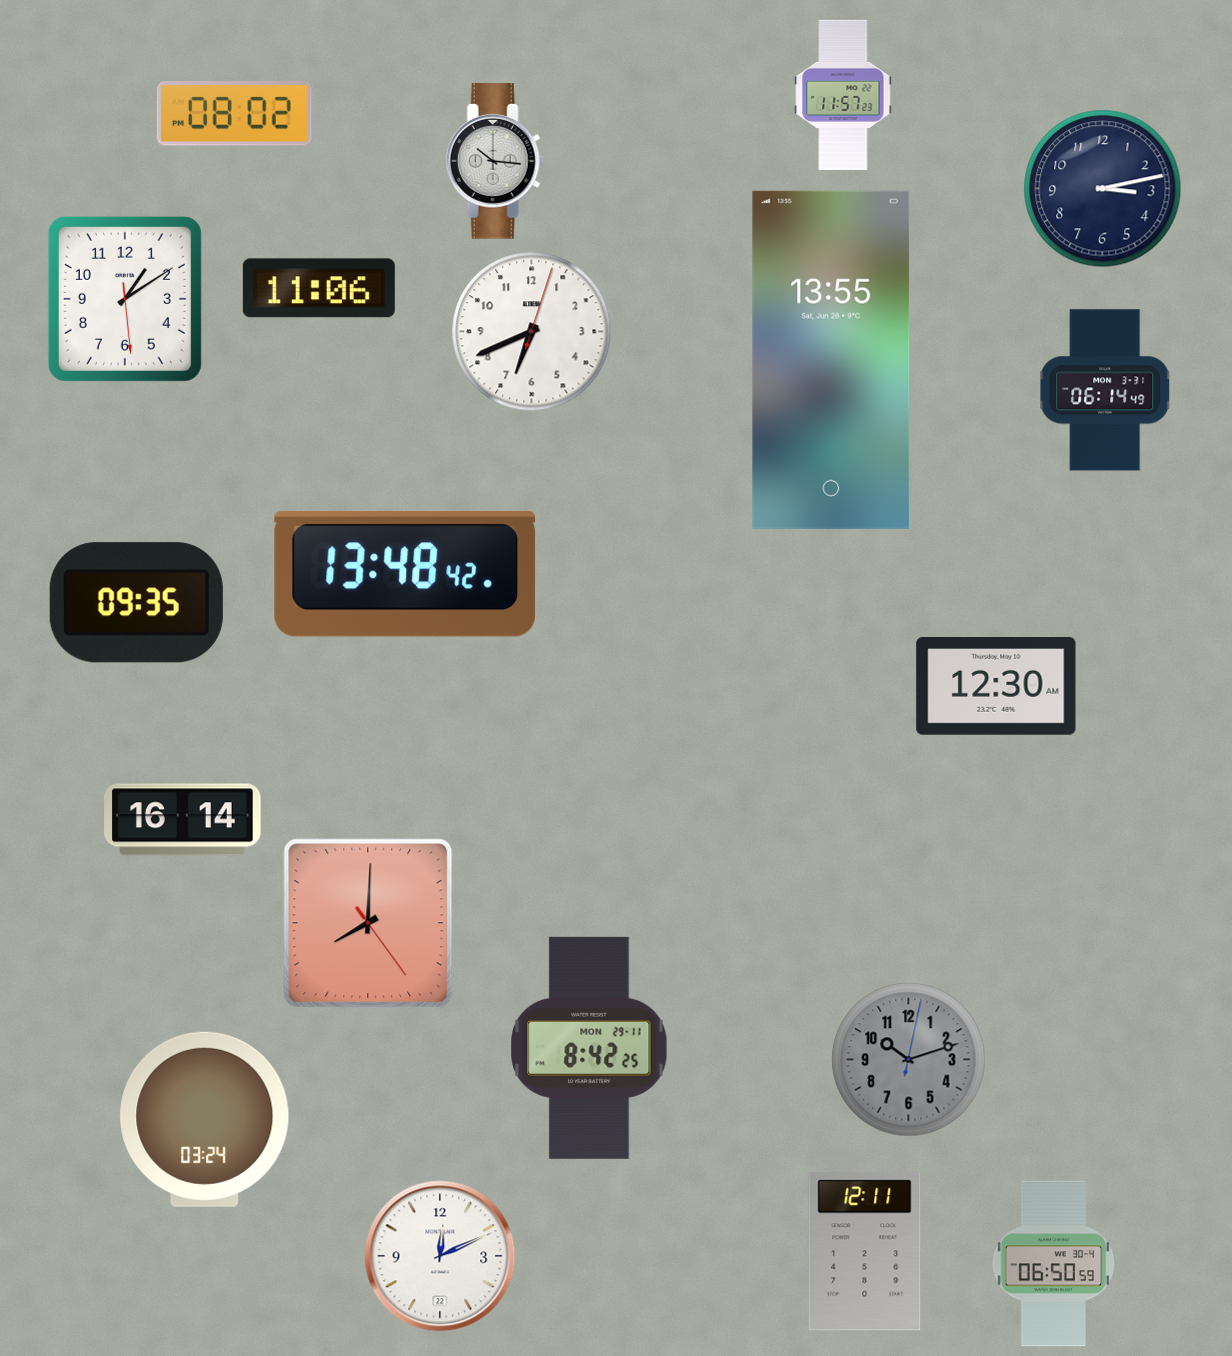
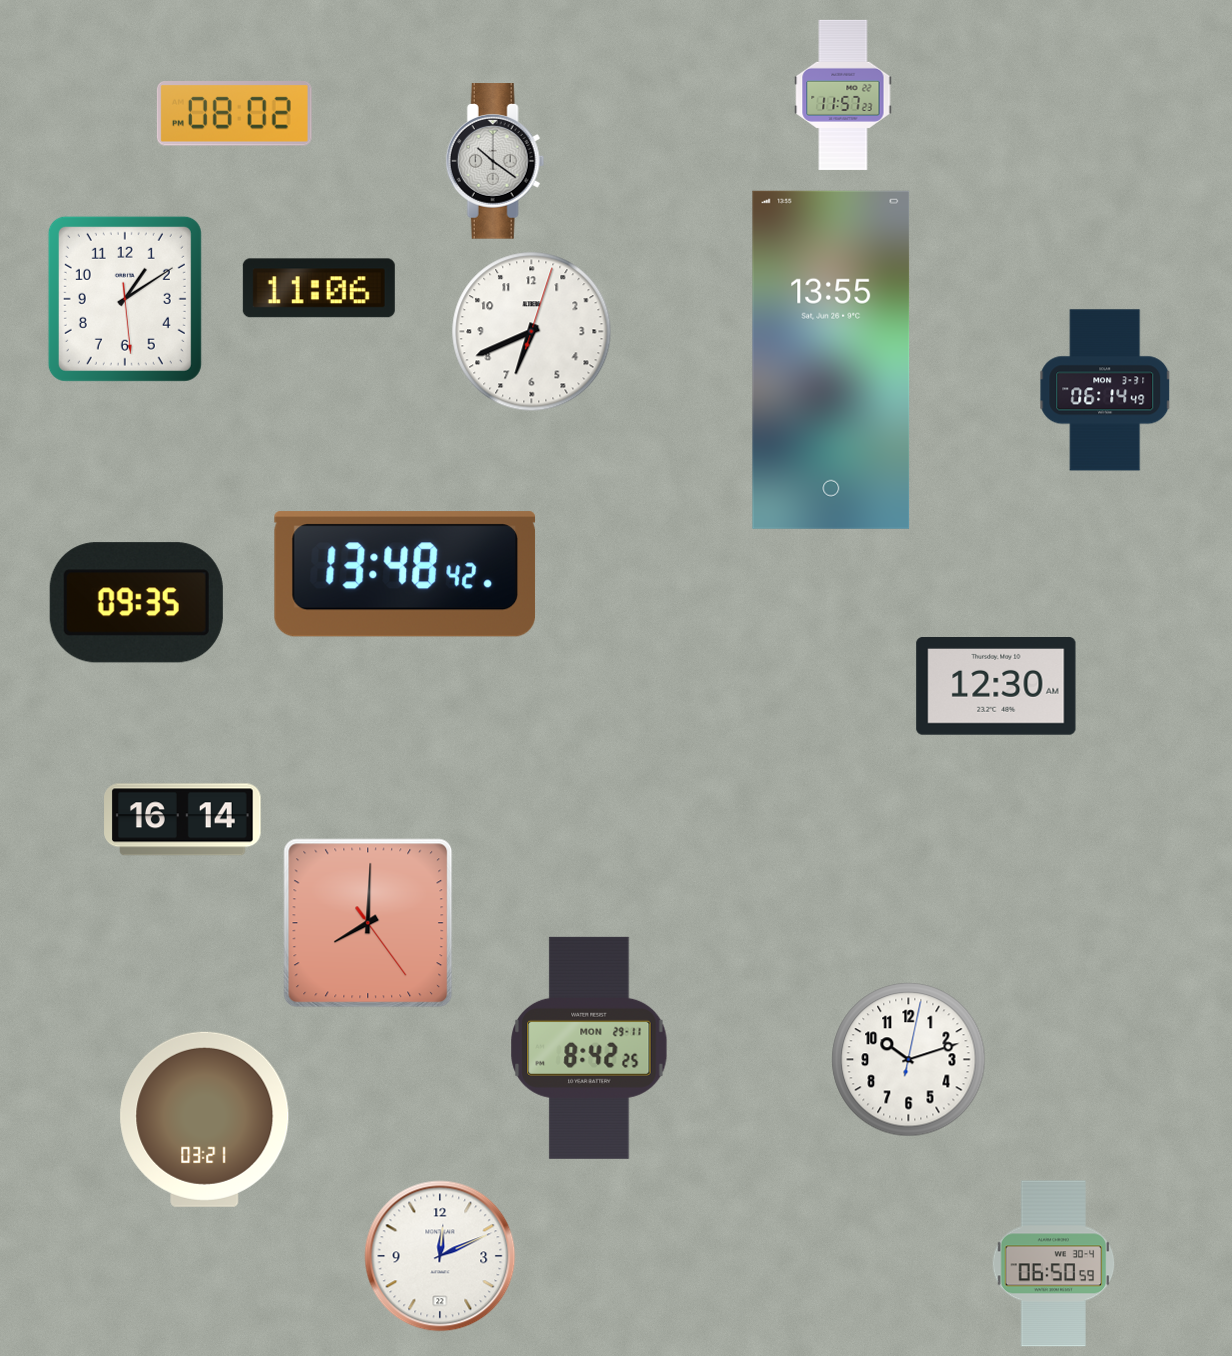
clock at (495, 161): 10:16 -> 10:21
clock at (1103, 189): 3:13 -> none
clock at (909, 1060) dial: grey -> white
clock at (205, 1119): 03:24 -> 03:21
clock at (865, 1252): 12:11 -> none
